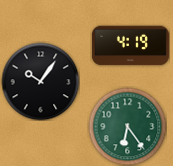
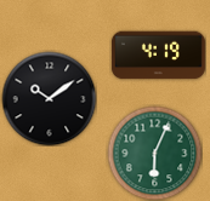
clock at (40, 81): 10:06 -> 10:09
clock at (127, 126): 6:24 -> 6:04
